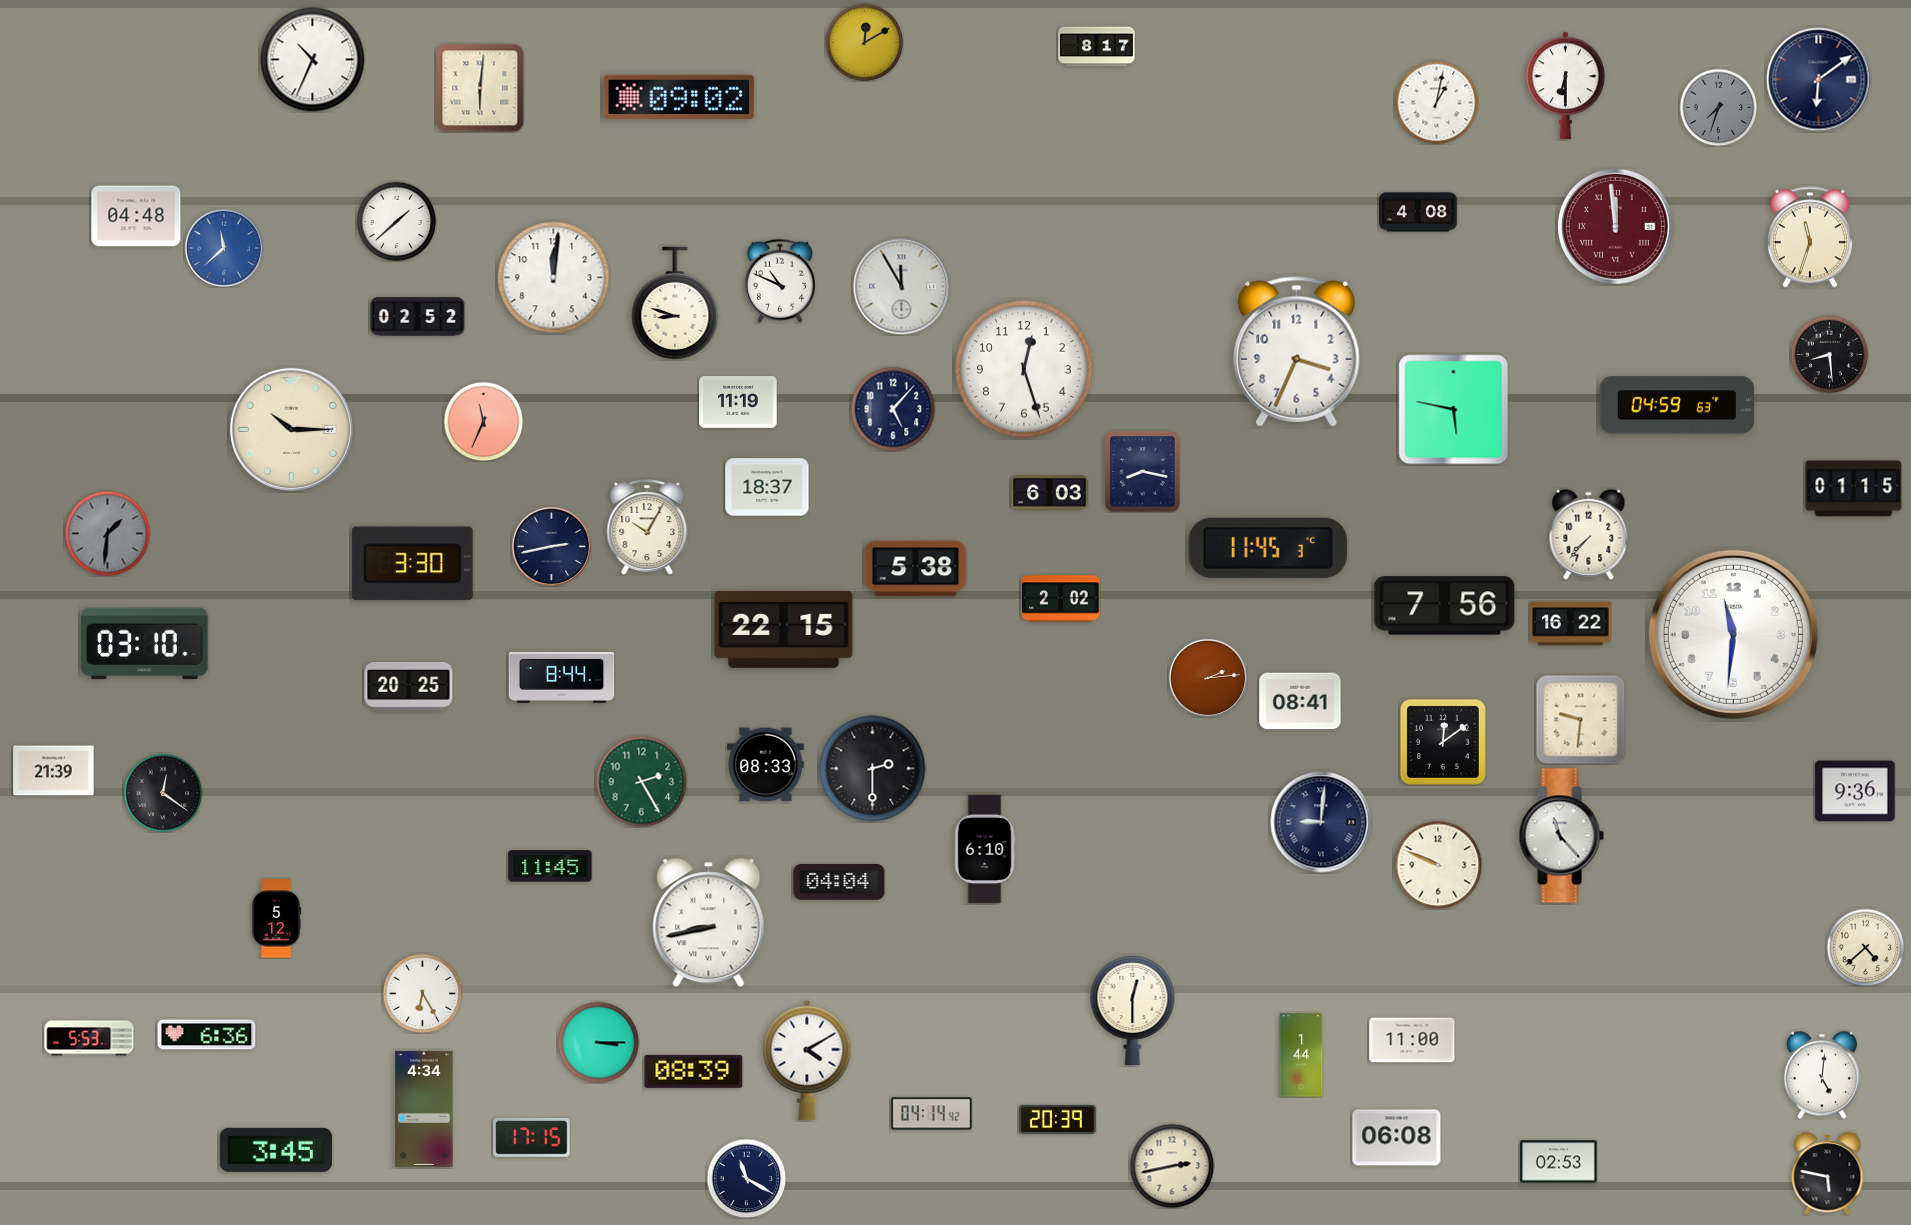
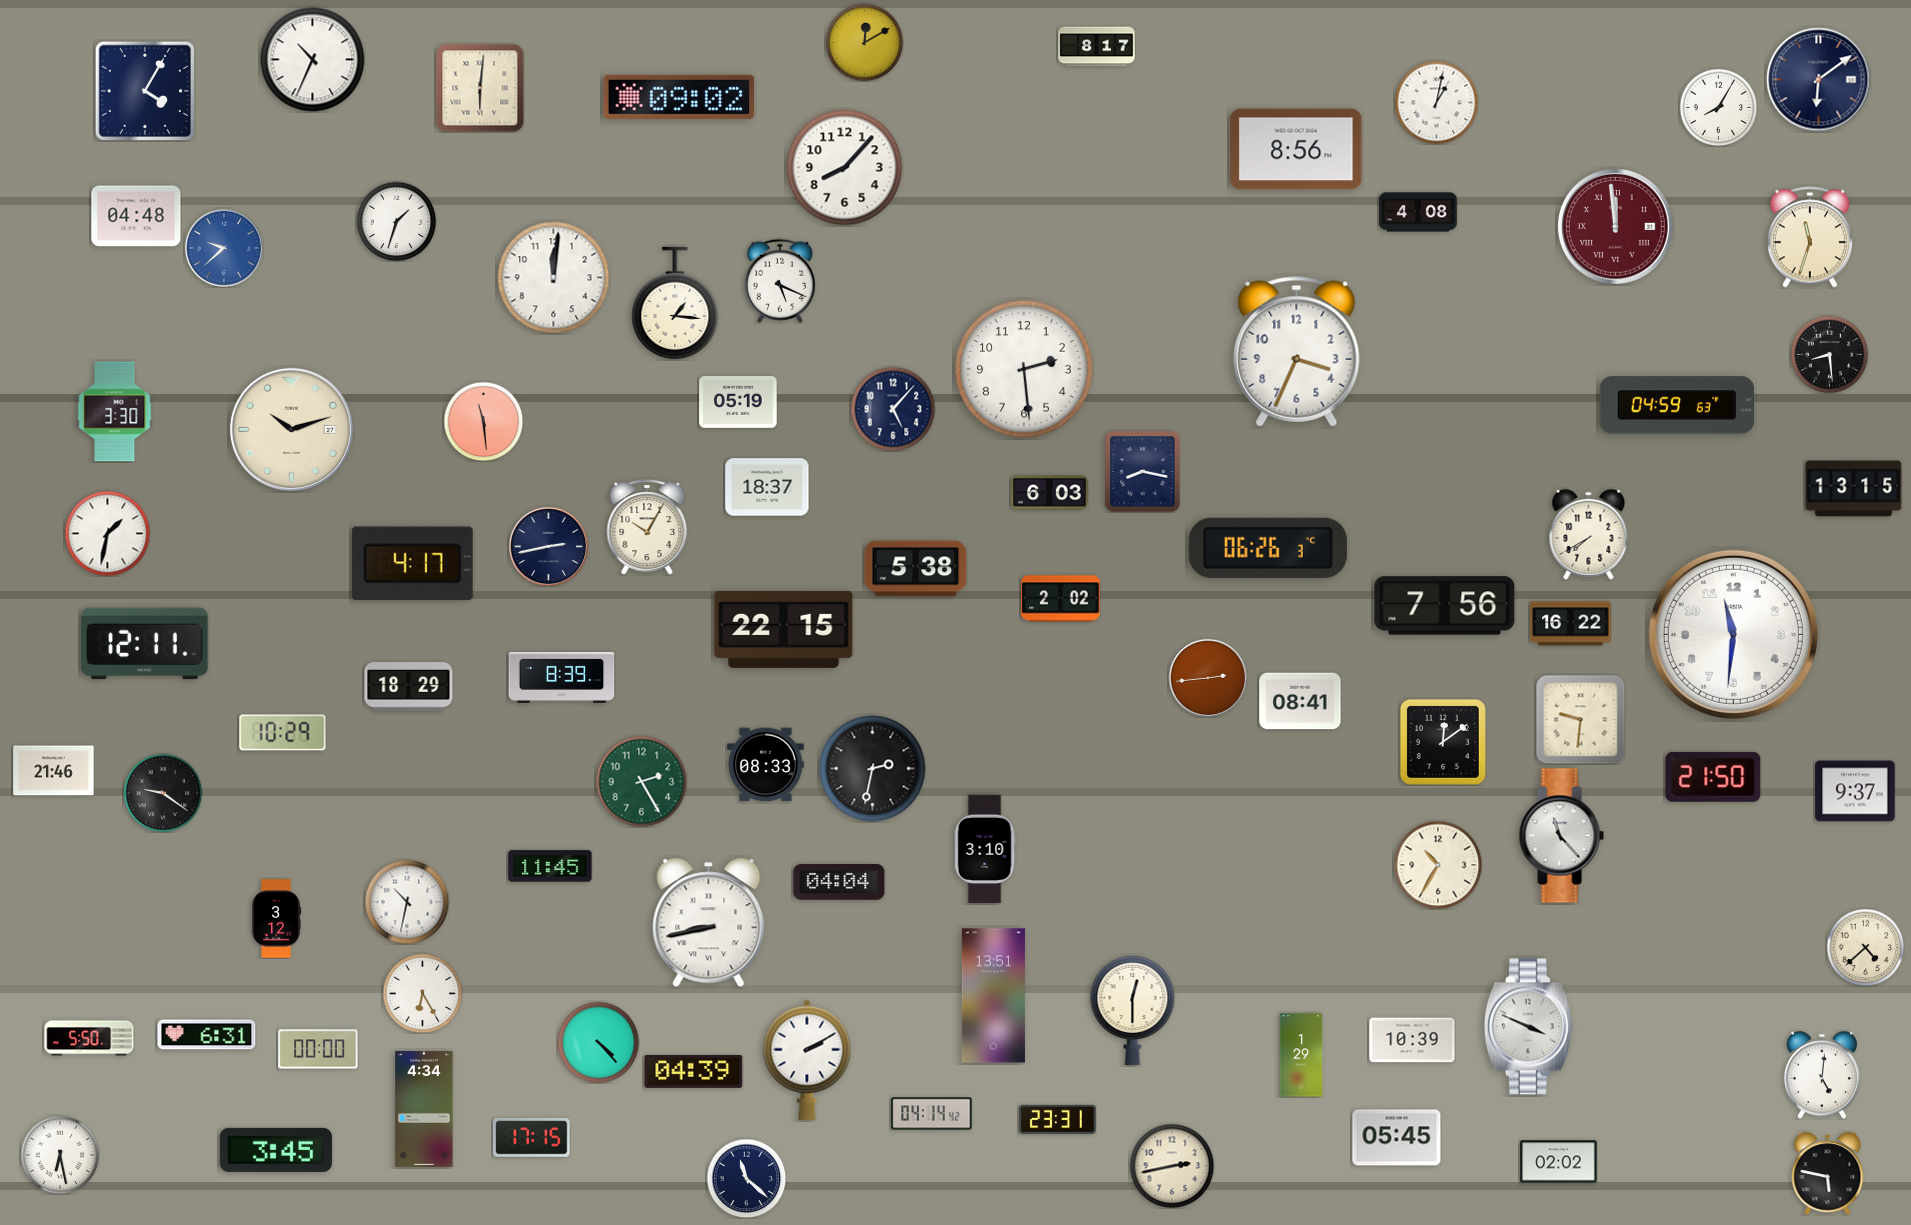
clock at (1566, 86): 6:30 -> none
clock at (144, 90): none -> 4:05
clock at (1718, 107): 7:33 -> 8:05
clock at (1718, 107) dial: grey -> white
clock at (1296, 149): none -> 8:56
clock at (845, 168): none -> 8:07
clock at (396, 221): 1:38 -> 1:33
clock at (224, 248): 11:38 -> 9:38
clock at (780, 281): 10:49 -> 5:19
clock at (902, 287): 11:55 -> none
clock at (675, 303): 8:48 -> 1:16
clock at (418, 317): 02:52 -> none
clock at (1024, 369): 12:27 -> 2:29
clock at (738, 403): 11:19 -> 05:19
clock at (1454, 410): 5:47 -> none
clock at (115, 412): none -> 3:30
clock at (483, 421): 11:34 -> 11:29
clock at (291, 429): 10:15 -> 10:12
clock at (1854, 489): 01:15 -> 13:15
clock at (107, 533): 1:31 -> 1:32
clock at (107, 533) dial: grey -> white
clock at (1589, 534): 7:37 -> 7:40
clock at (551, 546) position: (551, 546) -> (548, 546)
clock at (1268, 548): 11:45 -> 06:26
clock at (412, 564): 3:30 -> 4:17
clock at (145, 644): 03:10 -> 12:11
clock at (562, 677): 8:44 -> 8:39
clock at (1208, 678): 2:14 -> 2:44
clock at (409, 687): 20:25 -> 18:29
clock at (283, 733): none -> 10:29
clock at (873, 769): 2:30 -> 2:32
clock at (54, 771): 21:39 -> 21:46
clock at (1713, 777): none -> 21:50
clock at (1855, 791): 9:36 -> 9:37
clock at (163, 793): 12:21 -> 9:21
clock at (1321, 822): 9:01 -> none
clock at (985, 849): 6:10 -> 3:10
clock at (1438, 865): 9:49 -> 10:35
clock at (407, 902): none -> 10:32
clock at (276, 919): 5:12 -> 3:12
clock at (993, 996): none -> 13:51
clock at (1528, 1027): none -> 3:49
clock at (207, 1035): 6:36 -> 6:31
clock at (89, 1038): 5:53 -> 5:50
clock at (1412, 1040): 11:00 -> 10:39
clock at (598, 1042): 3:15 -> 4:23
clock at (318, 1049): none -> 00:00
clock at (1301, 1055): 1:44 -> 1:29
clock at (807, 1060): 4:10 -> 2:10
clock at (694, 1071): 08:39 -> 04:39
clock at (1058, 1119): 20:39 -> 23:31
clock at (1397, 1138): 06:08 -> 05:45
clock at (60, 1155): none -> 6:28
clock at (1559, 1162): 02:53 -> 02:02
clock at (746, 1178): 11:20 -> 11:22
